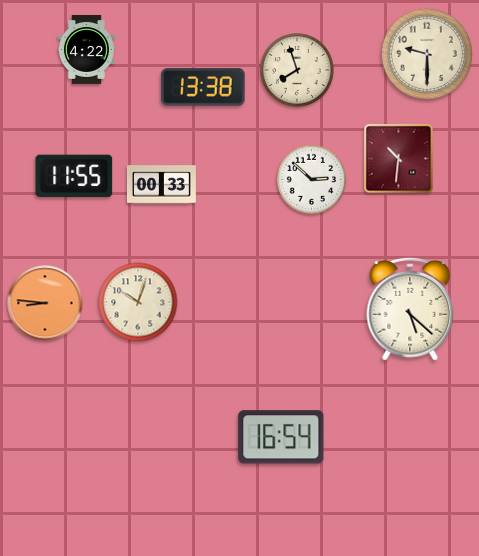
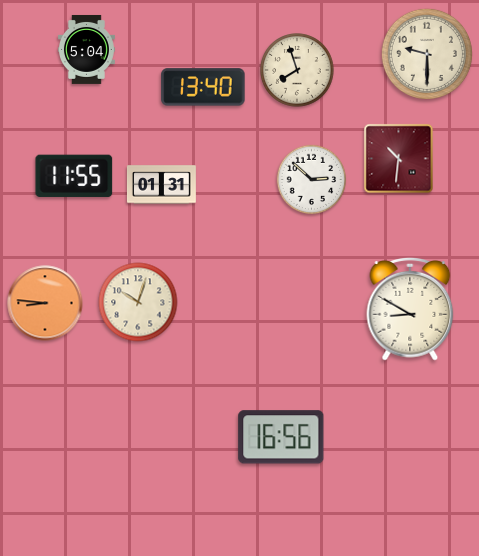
clock at (87, 49): 4:22 -> 5:04
clock at (203, 87): 13:38 -> 13:40
clock at (161, 185): 00:33 -> 01:31
clock at (410, 310): 5:22 -> 8:50
clock at (281, 437): 16:54 -> 16:56
